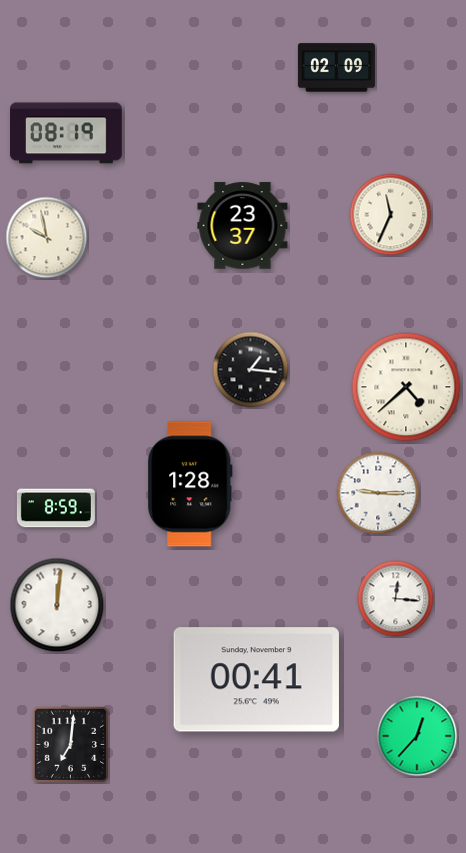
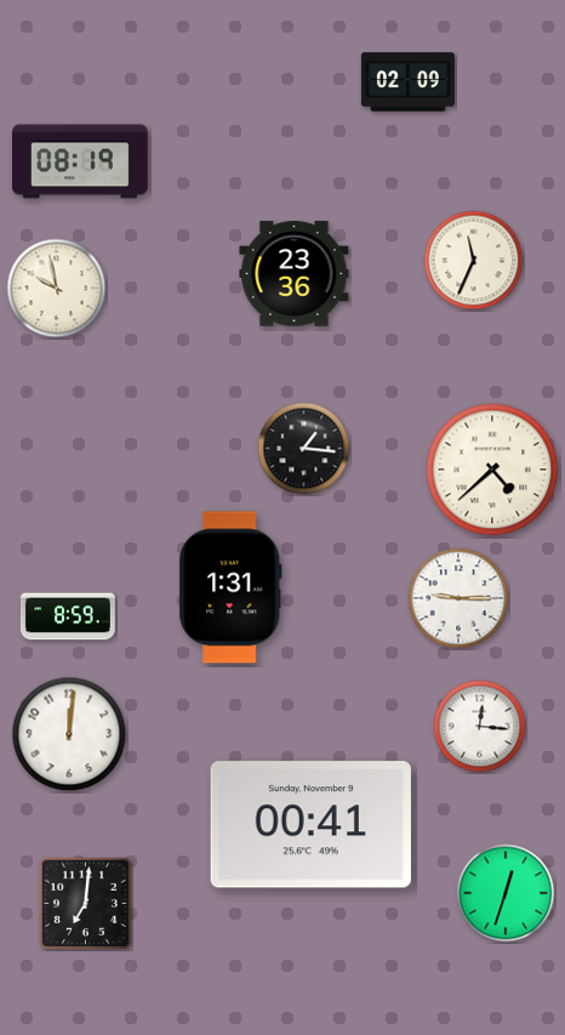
clock at (243, 226): 23:37 -> 23:36
clock at (190, 484): 1:28 -> 1:31
clock at (417, 736): 12:37 -> 12:33
